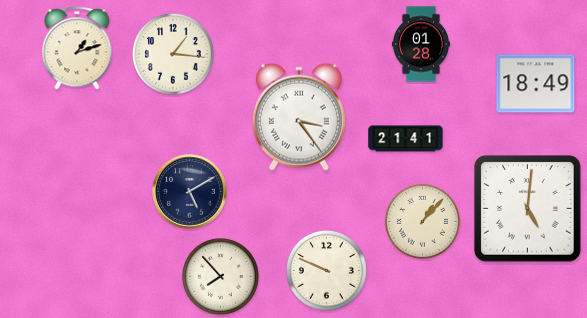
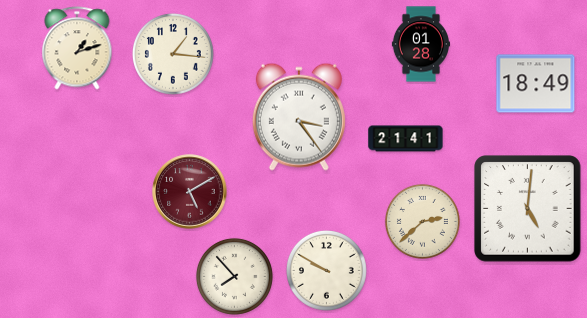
clock at (190, 192) dial: navy -> burgundy
clock at (422, 221): 1:07 -> 2:38
clock at (326, 270): 9:49 -> 9:50
clock at (220, 276) position: (220, 276) -> (234, 276)
